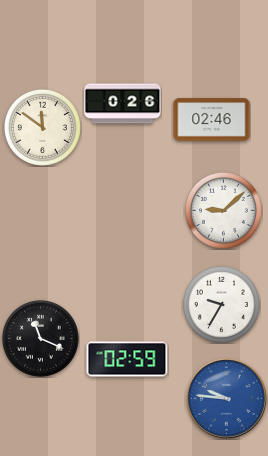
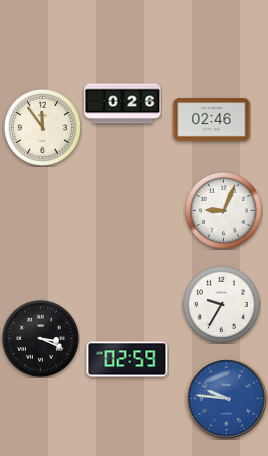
clock at (42, 127): 11:51 -> 11:54
clock at (223, 210): 9:08 -> 9:04
clock at (40, 338): 11:19 -> 3:19
